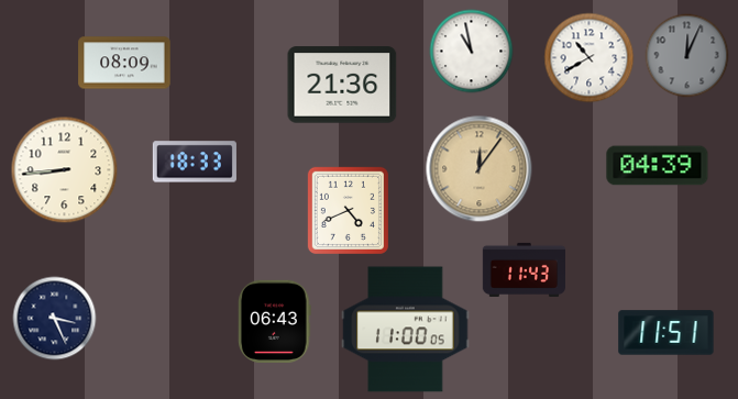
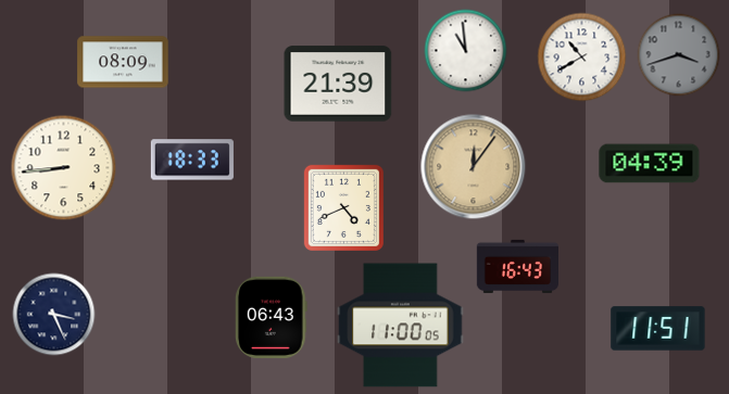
clock at (472, 52): 10:58 -> 10:59
clock at (687, 56): 12:04 -> 3:42
clock at (342, 85): 21:36 -> 21:39
clock at (524, 269): 11:43 -> 16:43
